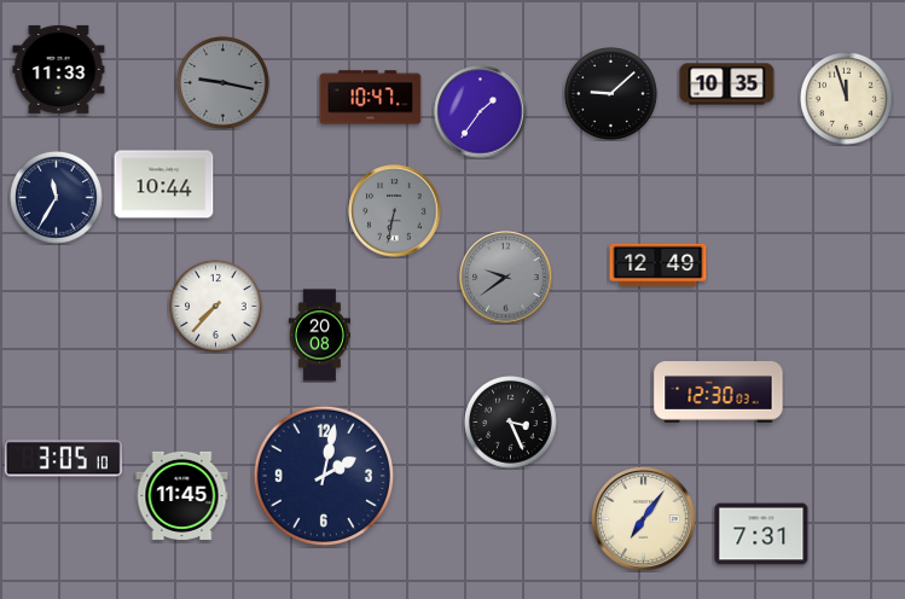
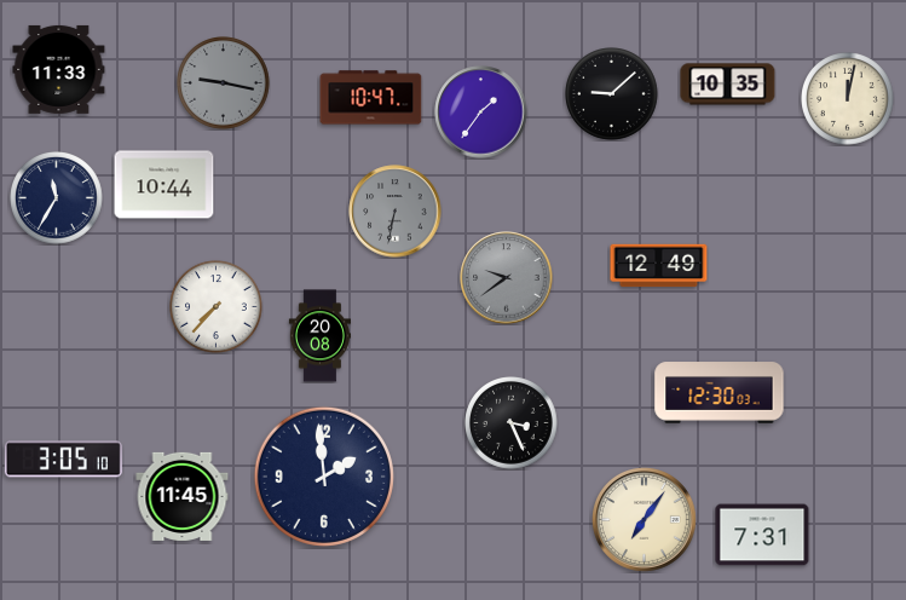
clock at (847, 99): 11:57 -> 12:02
clock at (324, 476): 2:02 -> 1:59
